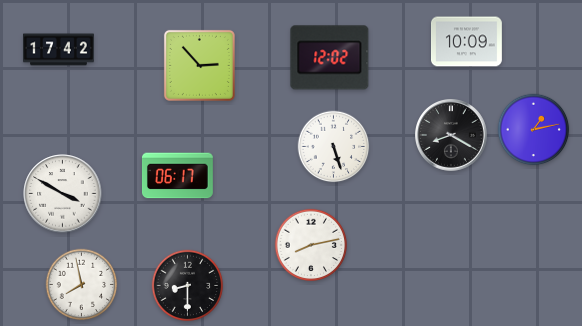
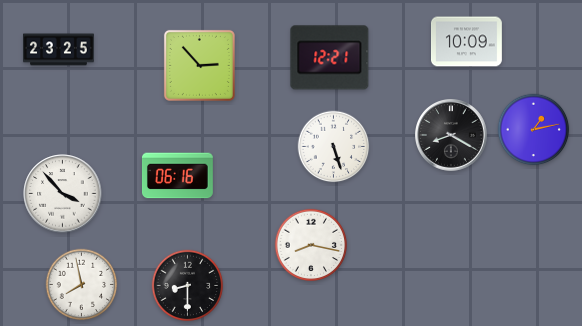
clock at (59, 50): 17:42 -> 23:25
clock at (330, 58): 12:02 -> 12:21
clock at (177, 176): 06:17 -> 06:16
clock at (63, 194): 3:50 -> 3:53
clock at (311, 245): 8:13 -> 8:17
